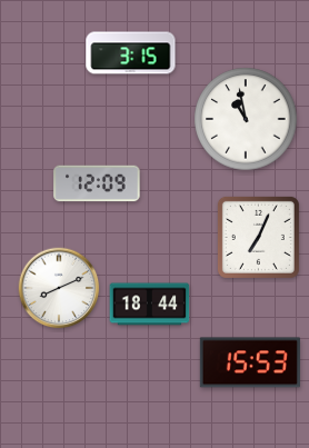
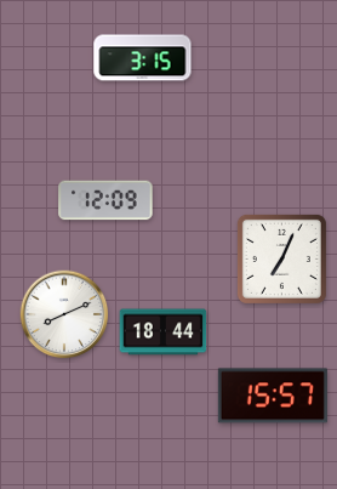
clock at (246, 119): 10:58 -> none
clock at (250, 362): 15:53 -> 15:57
